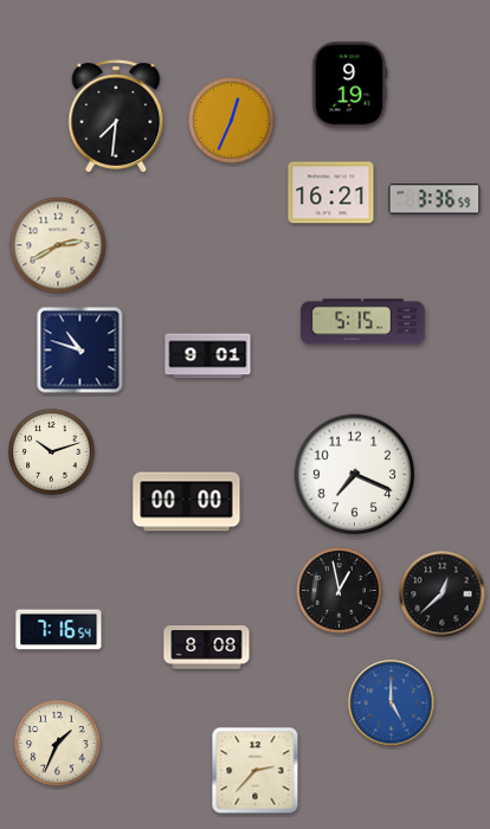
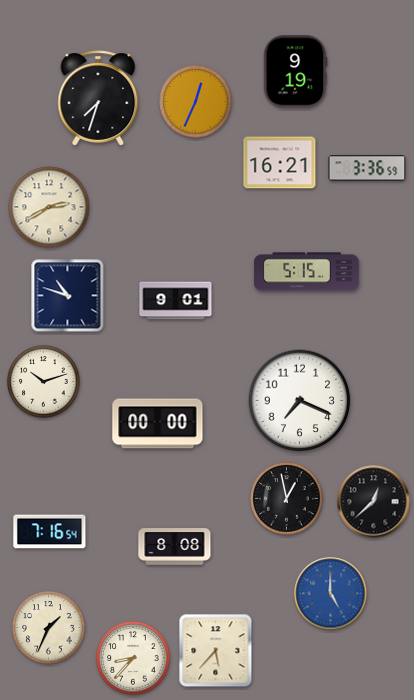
clock at (116, 116): 7:31 -> 7:33
clock at (256, 771): 2:37 -> 5:37
clock at (133, 658): none -> 8:37
